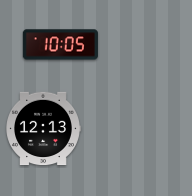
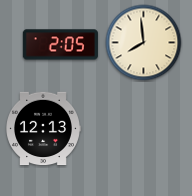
clock at (144, 43): none -> 7:59
clock at (60, 45): 10:05 -> 2:05
